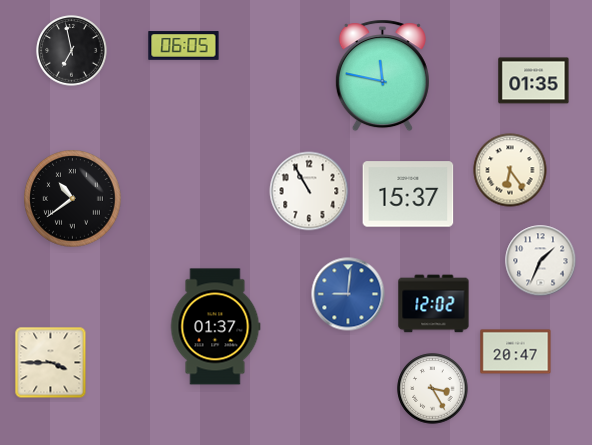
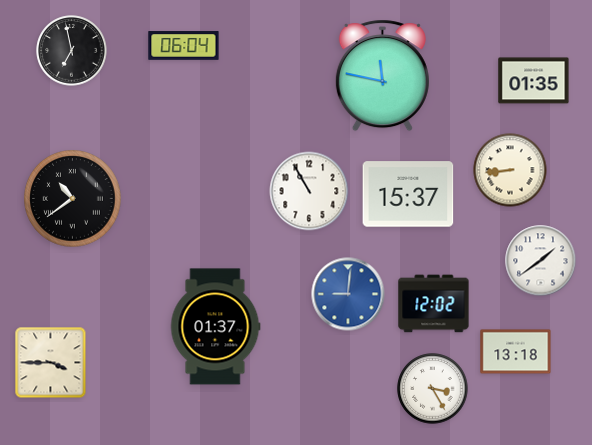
clock at (184, 46): 06:05 -> 06:04
clock at (510, 170): 6:24 -> 8:44
clock at (541, 261): 1:34 -> 1:39
clock at (516, 352): 20:47 -> 13:18
